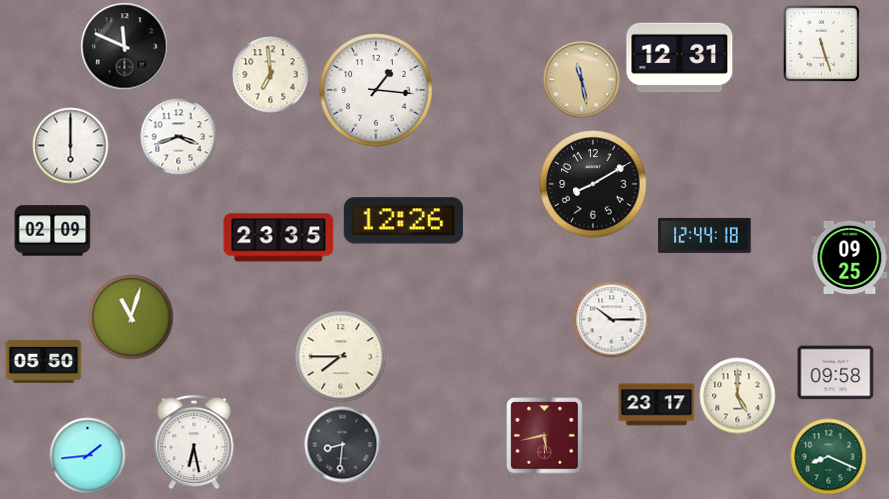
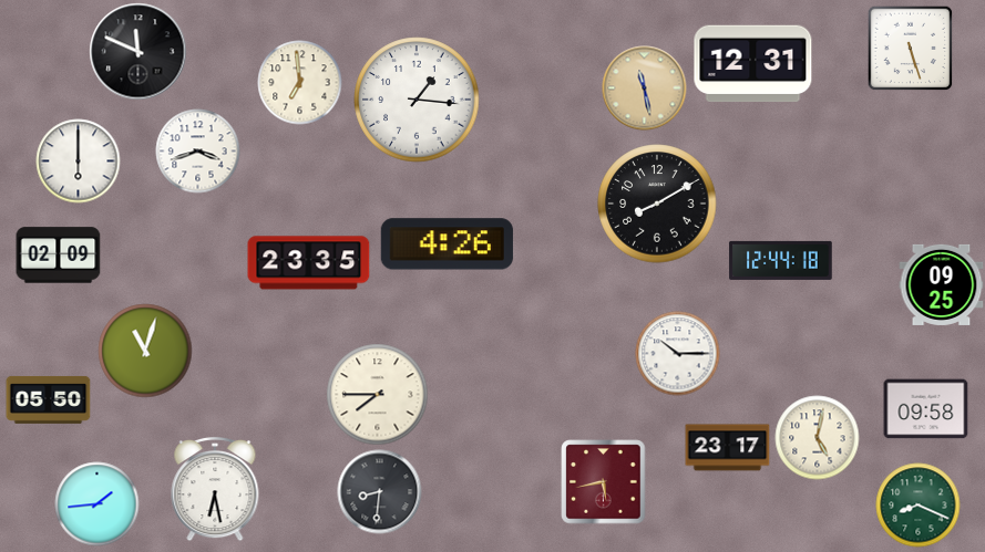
clock at (403, 221): 12:26 -> 4:26
clock at (836, 373) position: (836, 373) -> (926, 409)
clock at (738, 396): 5:00 -> 5:02
